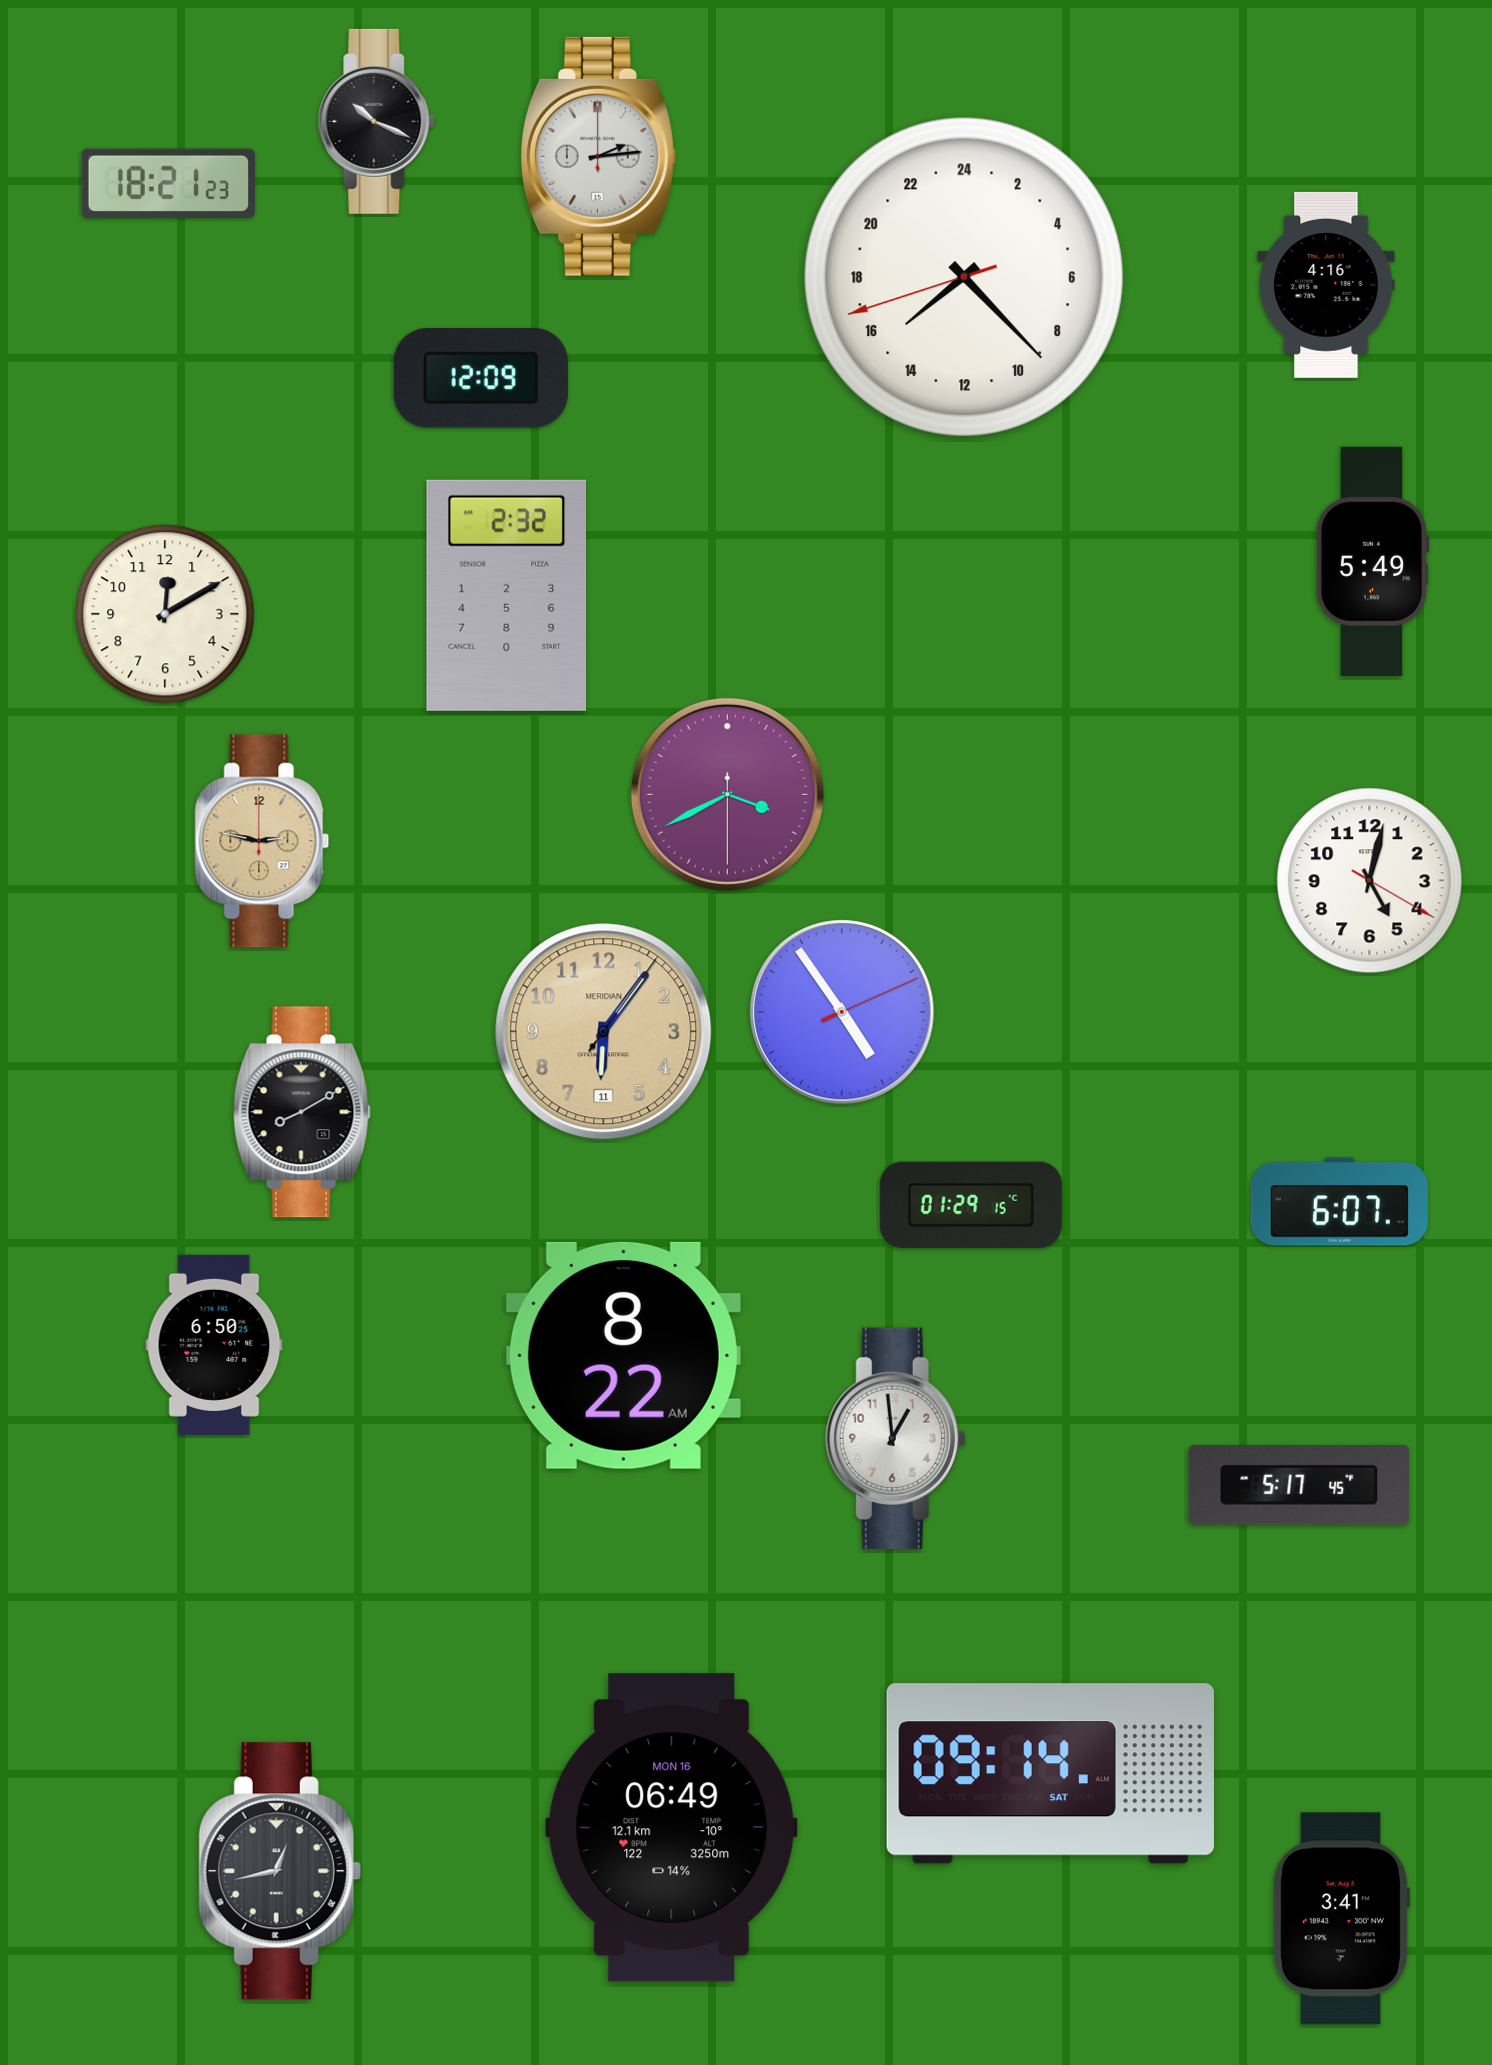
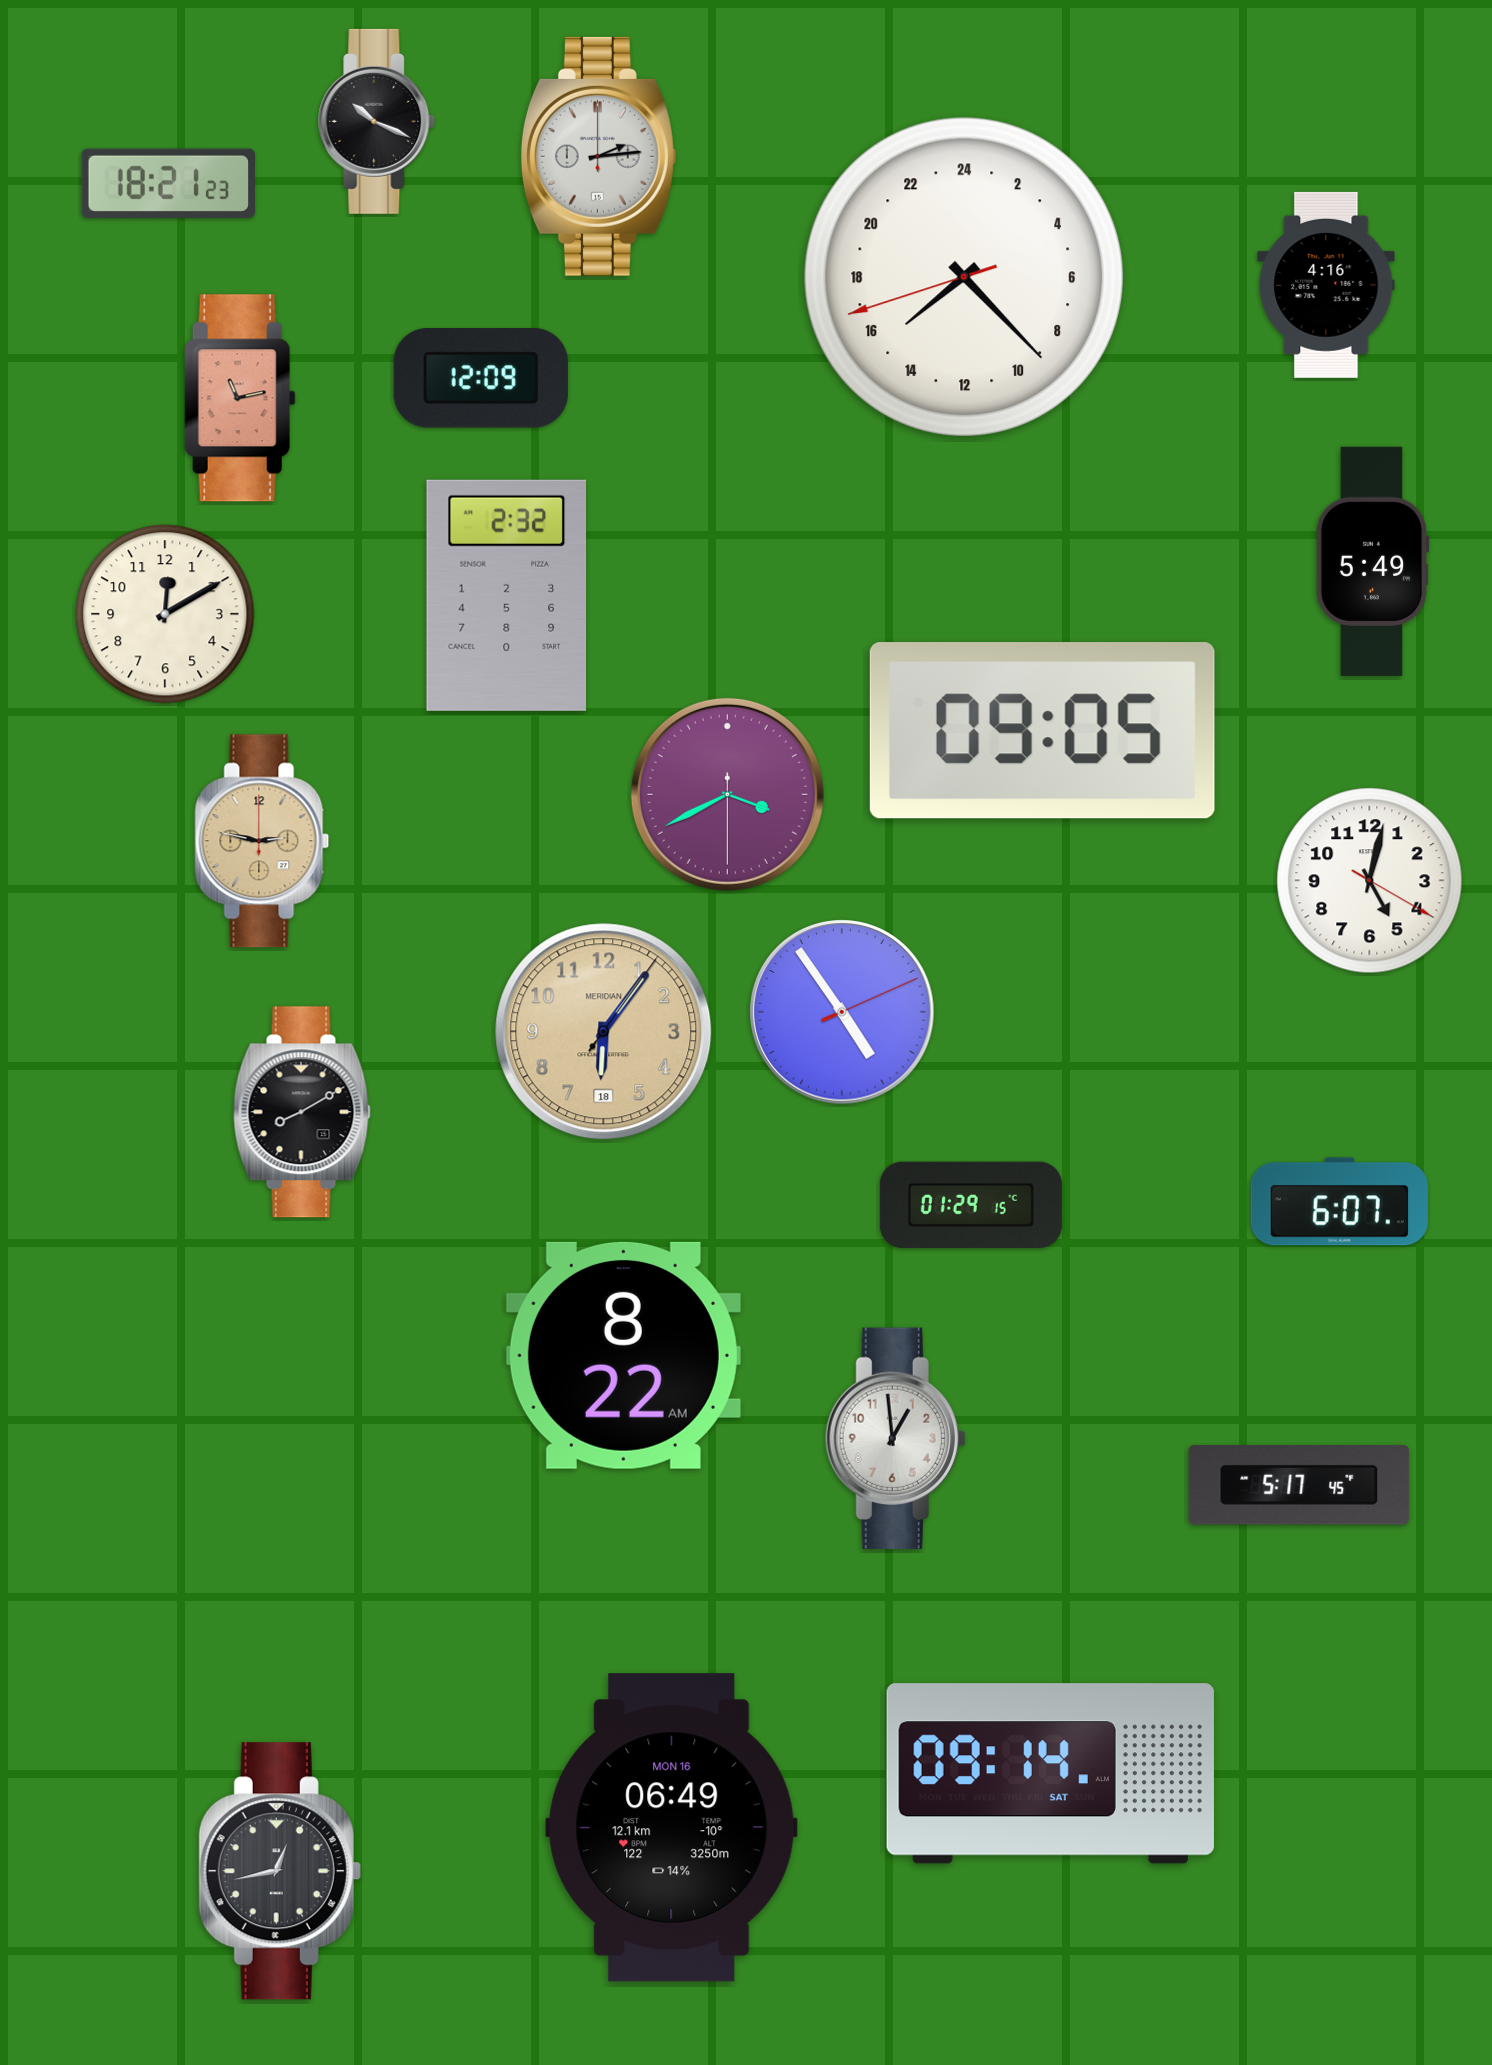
clock at (240, 398): none -> 11:13
clock at (1042, 731): none -> 09:05
clock at (604, 1032) date: 11 -> 18
clock at (214, 1345): 6:50 -> none
clock at (1341, 1919): 3:41 -> none
